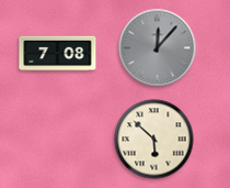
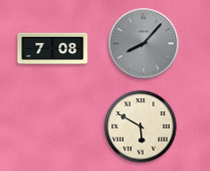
clock at (158, 48): 12:07 -> 8:07
clock at (154, 140): 5:52 -> 5:50
